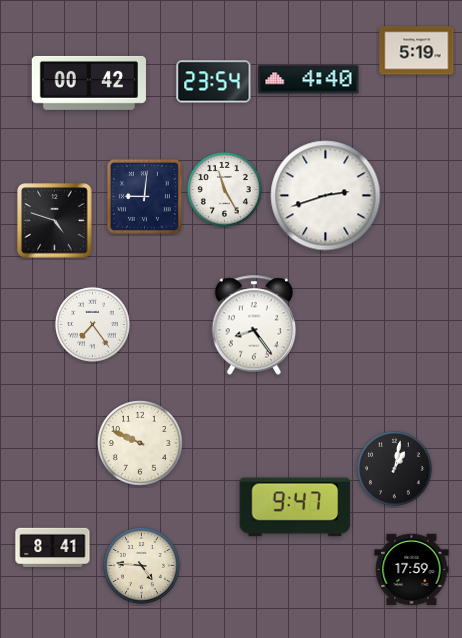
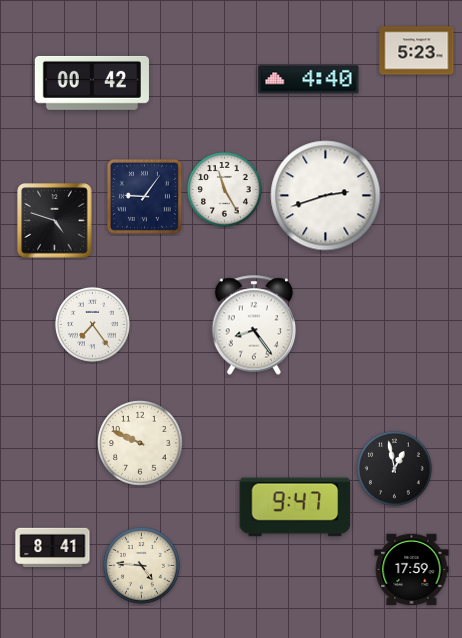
clock at (417, 51): 5:19 -> 5:23
clock at (214, 82): 23:54 -> none
clock at (89, 83) position: (89, 83) -> (92, 83)
clock at (144, 196): 9:01 -> 9:06
clock at (394, 468): 1:02 -> 12:58
